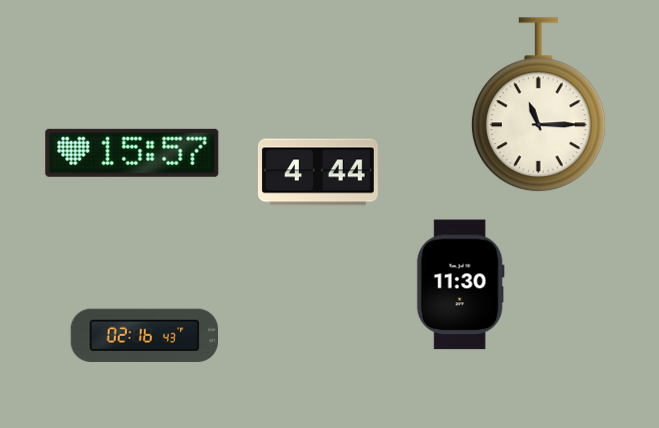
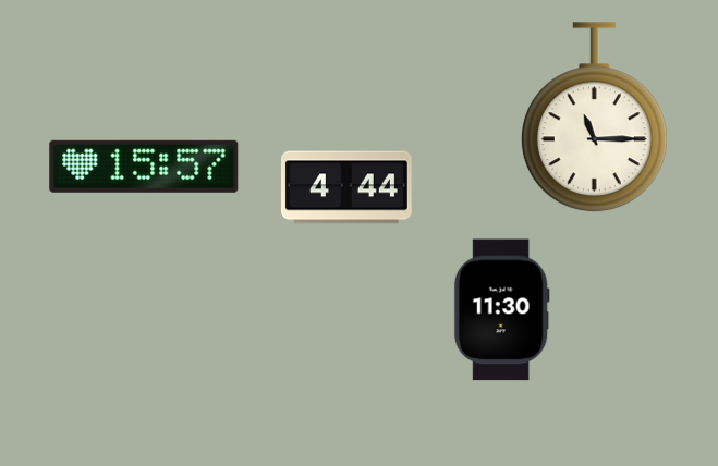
clock at (538, 105) position: (538, 105) -> (594, 118)
clock at (144, 335): 02:16 -> none
